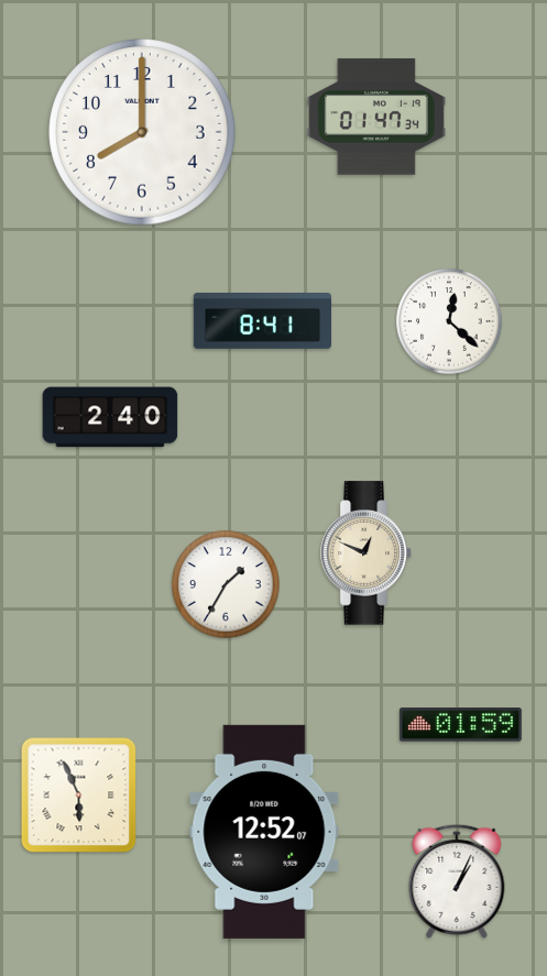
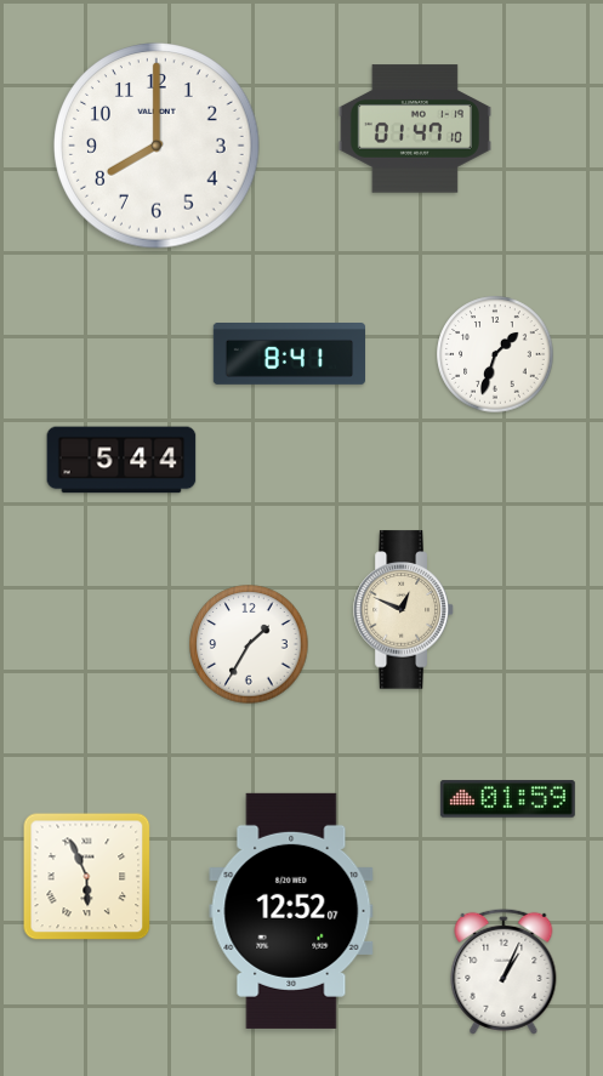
clock at (376, 117): 01:47:34 -> 01:47:10
clock at (449, 321): 12:22 -> 1:33
clock at (110, 417): 2:40 -> 5:44
clock at (264, 832) position: (264, 832) -> (291, 911)
